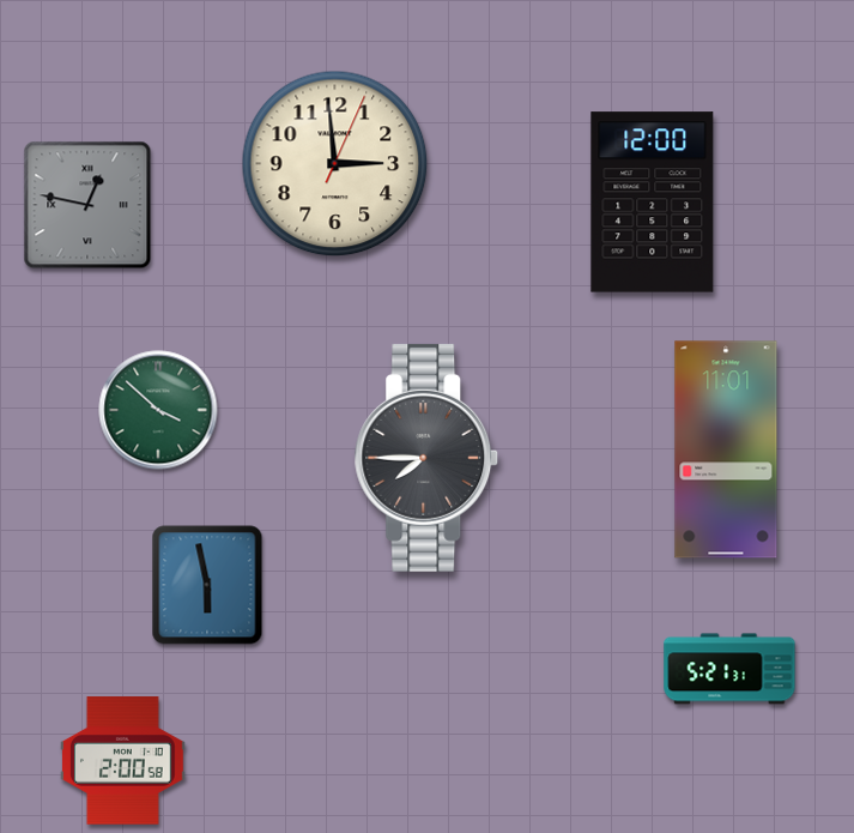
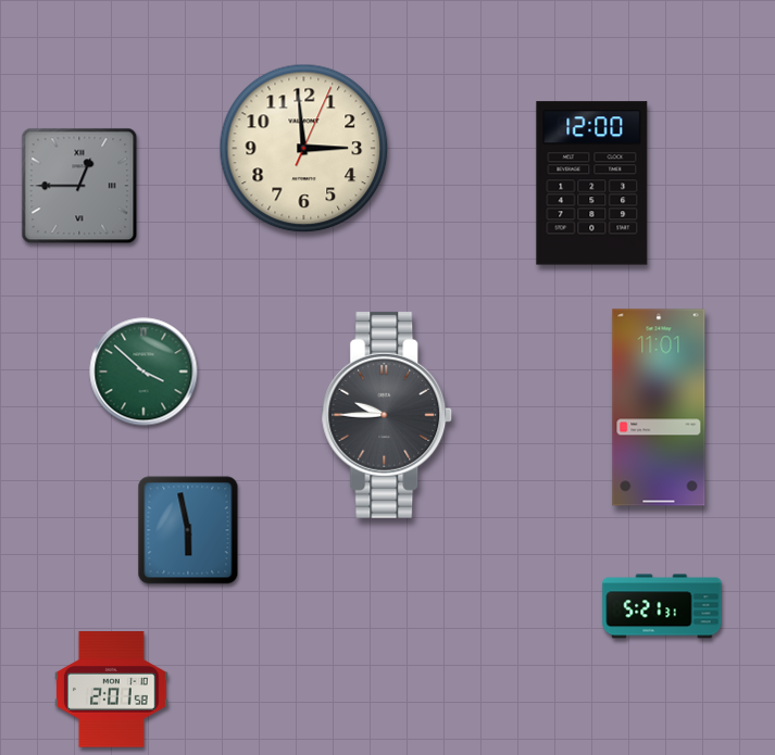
clock at (87, 205): 12:47 -> 12:45
clock at (426, 458): 7:45 -> 9:45
clock at (123, 761): 2:00 -> 2:01
